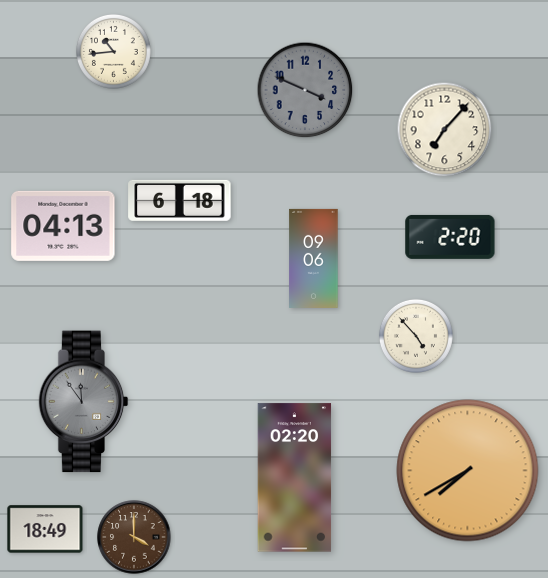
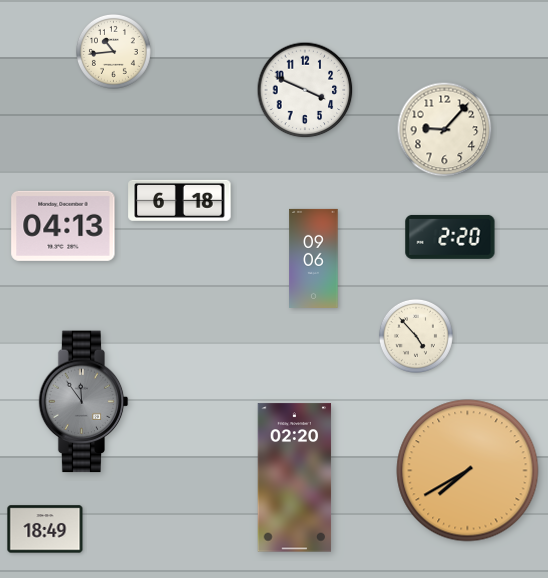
clock at (305, 90) dial: grey -> white
clock at (445, 130): 7:07 -> 9:07
clock at (134, 537): 4:00 -> none
